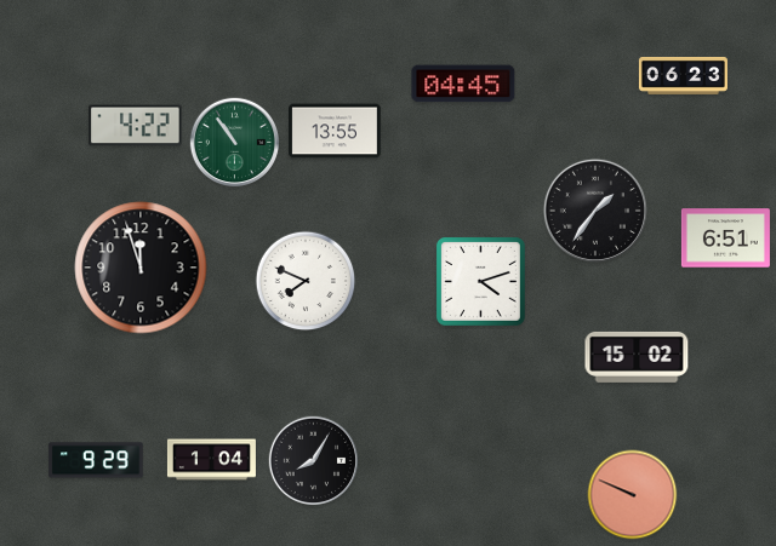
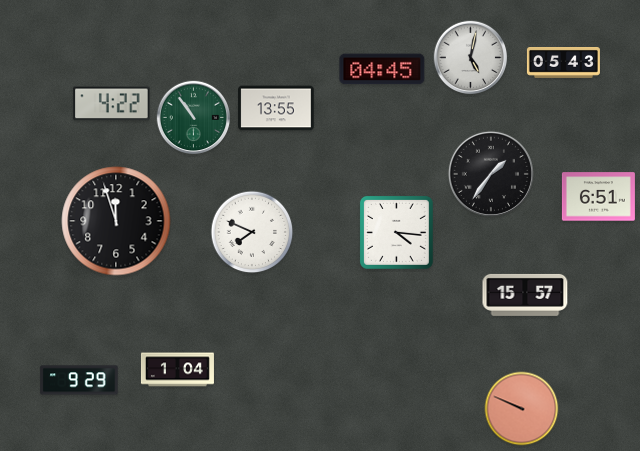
clock at (471, 58): none -> 5:02
clock at (683, 76): 06:23 -> 05:43
clock at (480, 281): 4:12 -> 4:16
clock at (637, 357): 15:02 -> 15:57
clock at (211, 460) position: (211, 460) -> (177, 370)
clock at (314, 461): 8:05 -> none
